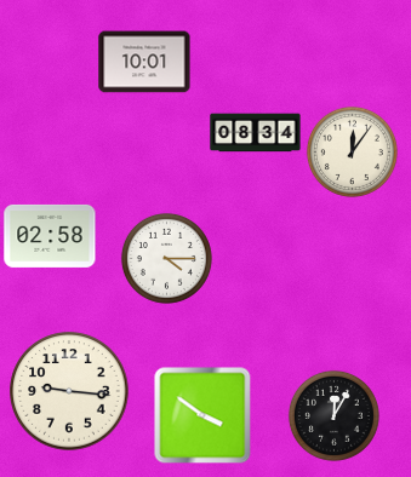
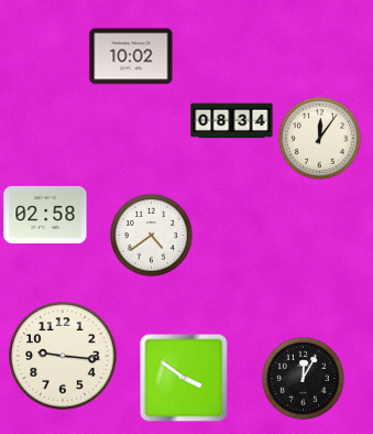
clock at (144, 62): 10:01 -> 10:02
clock at (166, 258): 4:15 -> 4:39
